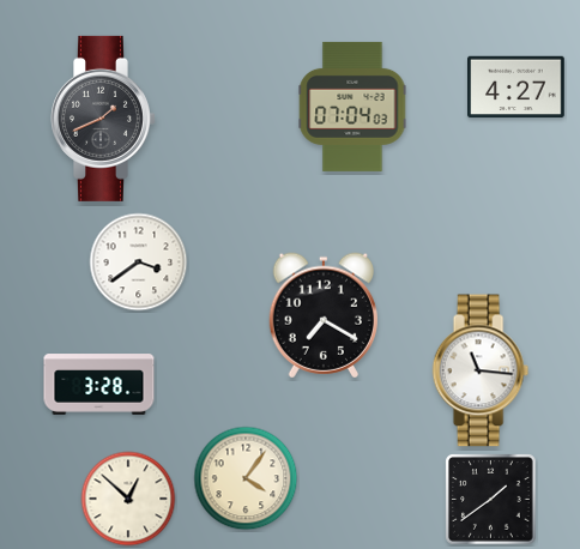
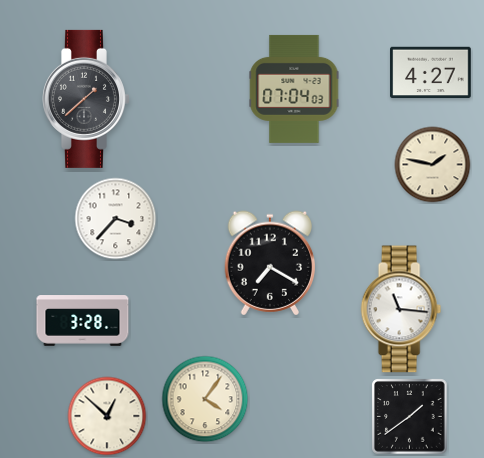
clock at (104, 119): 1:41 -> 1:38
clock at (433, 165): none -> 1:47
clock at (139, 263): 3:39 -> 3:37
